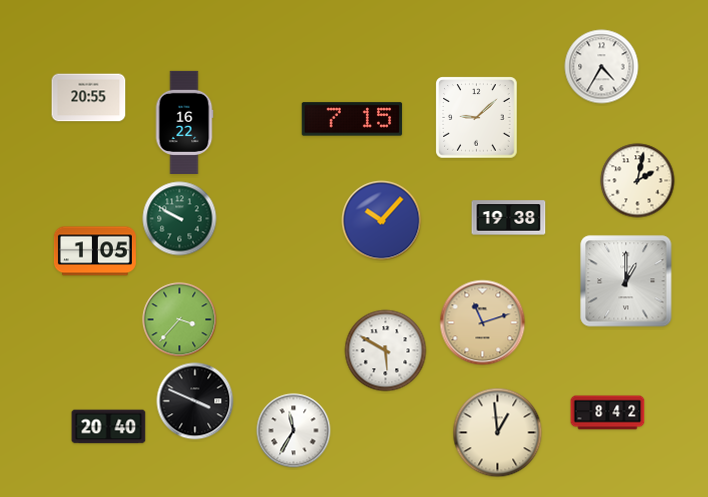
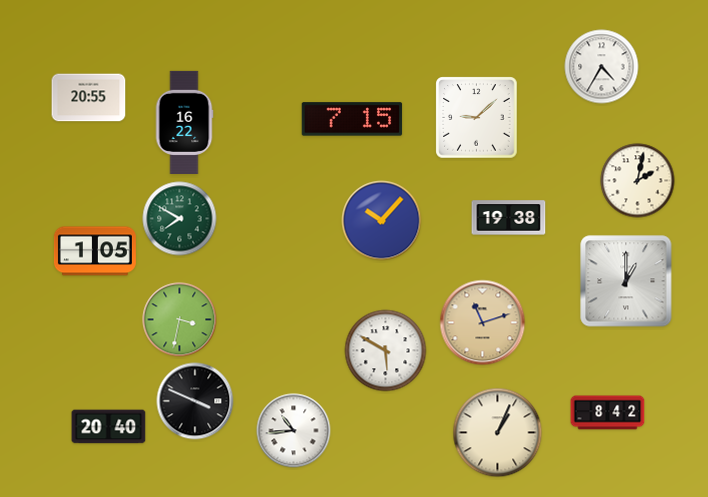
clock at (180, 219): 9:50 -> 7:50
clock at (180, 320): 3:37 -> 3:32
clock at (294, 431): 11:35 -> 10:44
clock at (498, 433): 12:59 -> 1:04
